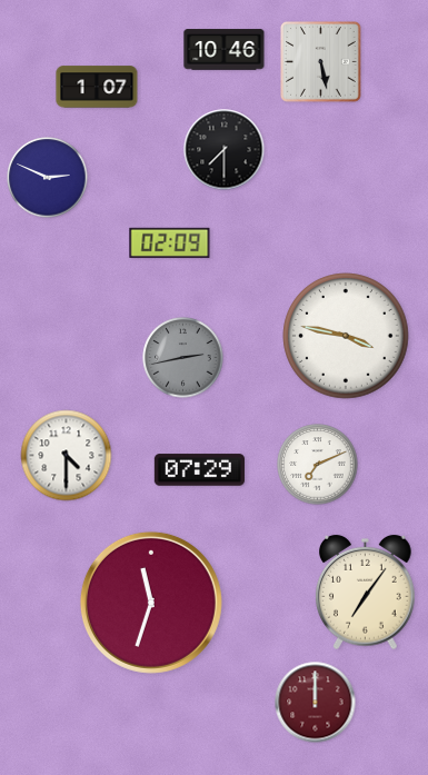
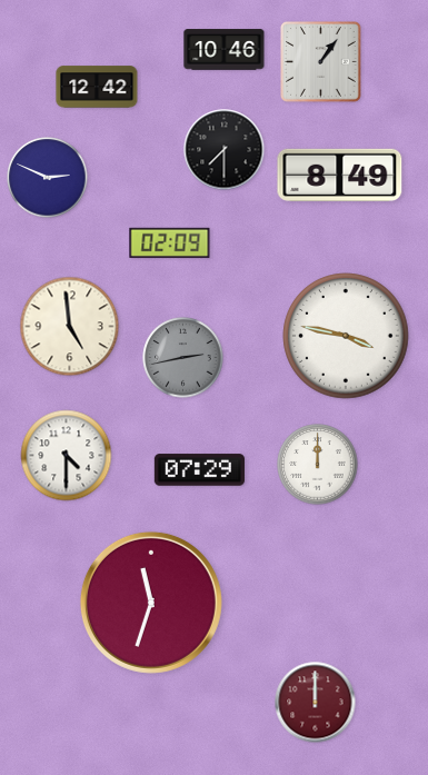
clock at (321, 62): 5:28 -> 1:06
clock at (97, 87): 1:07 -> 12:42
clock at (340, 175): none -> 8:49
clock at (70, 327): none -> 4:59
clock at (318, 465): 7:11 -> 12:00
clock at (366, 593): 7:06 -> none
